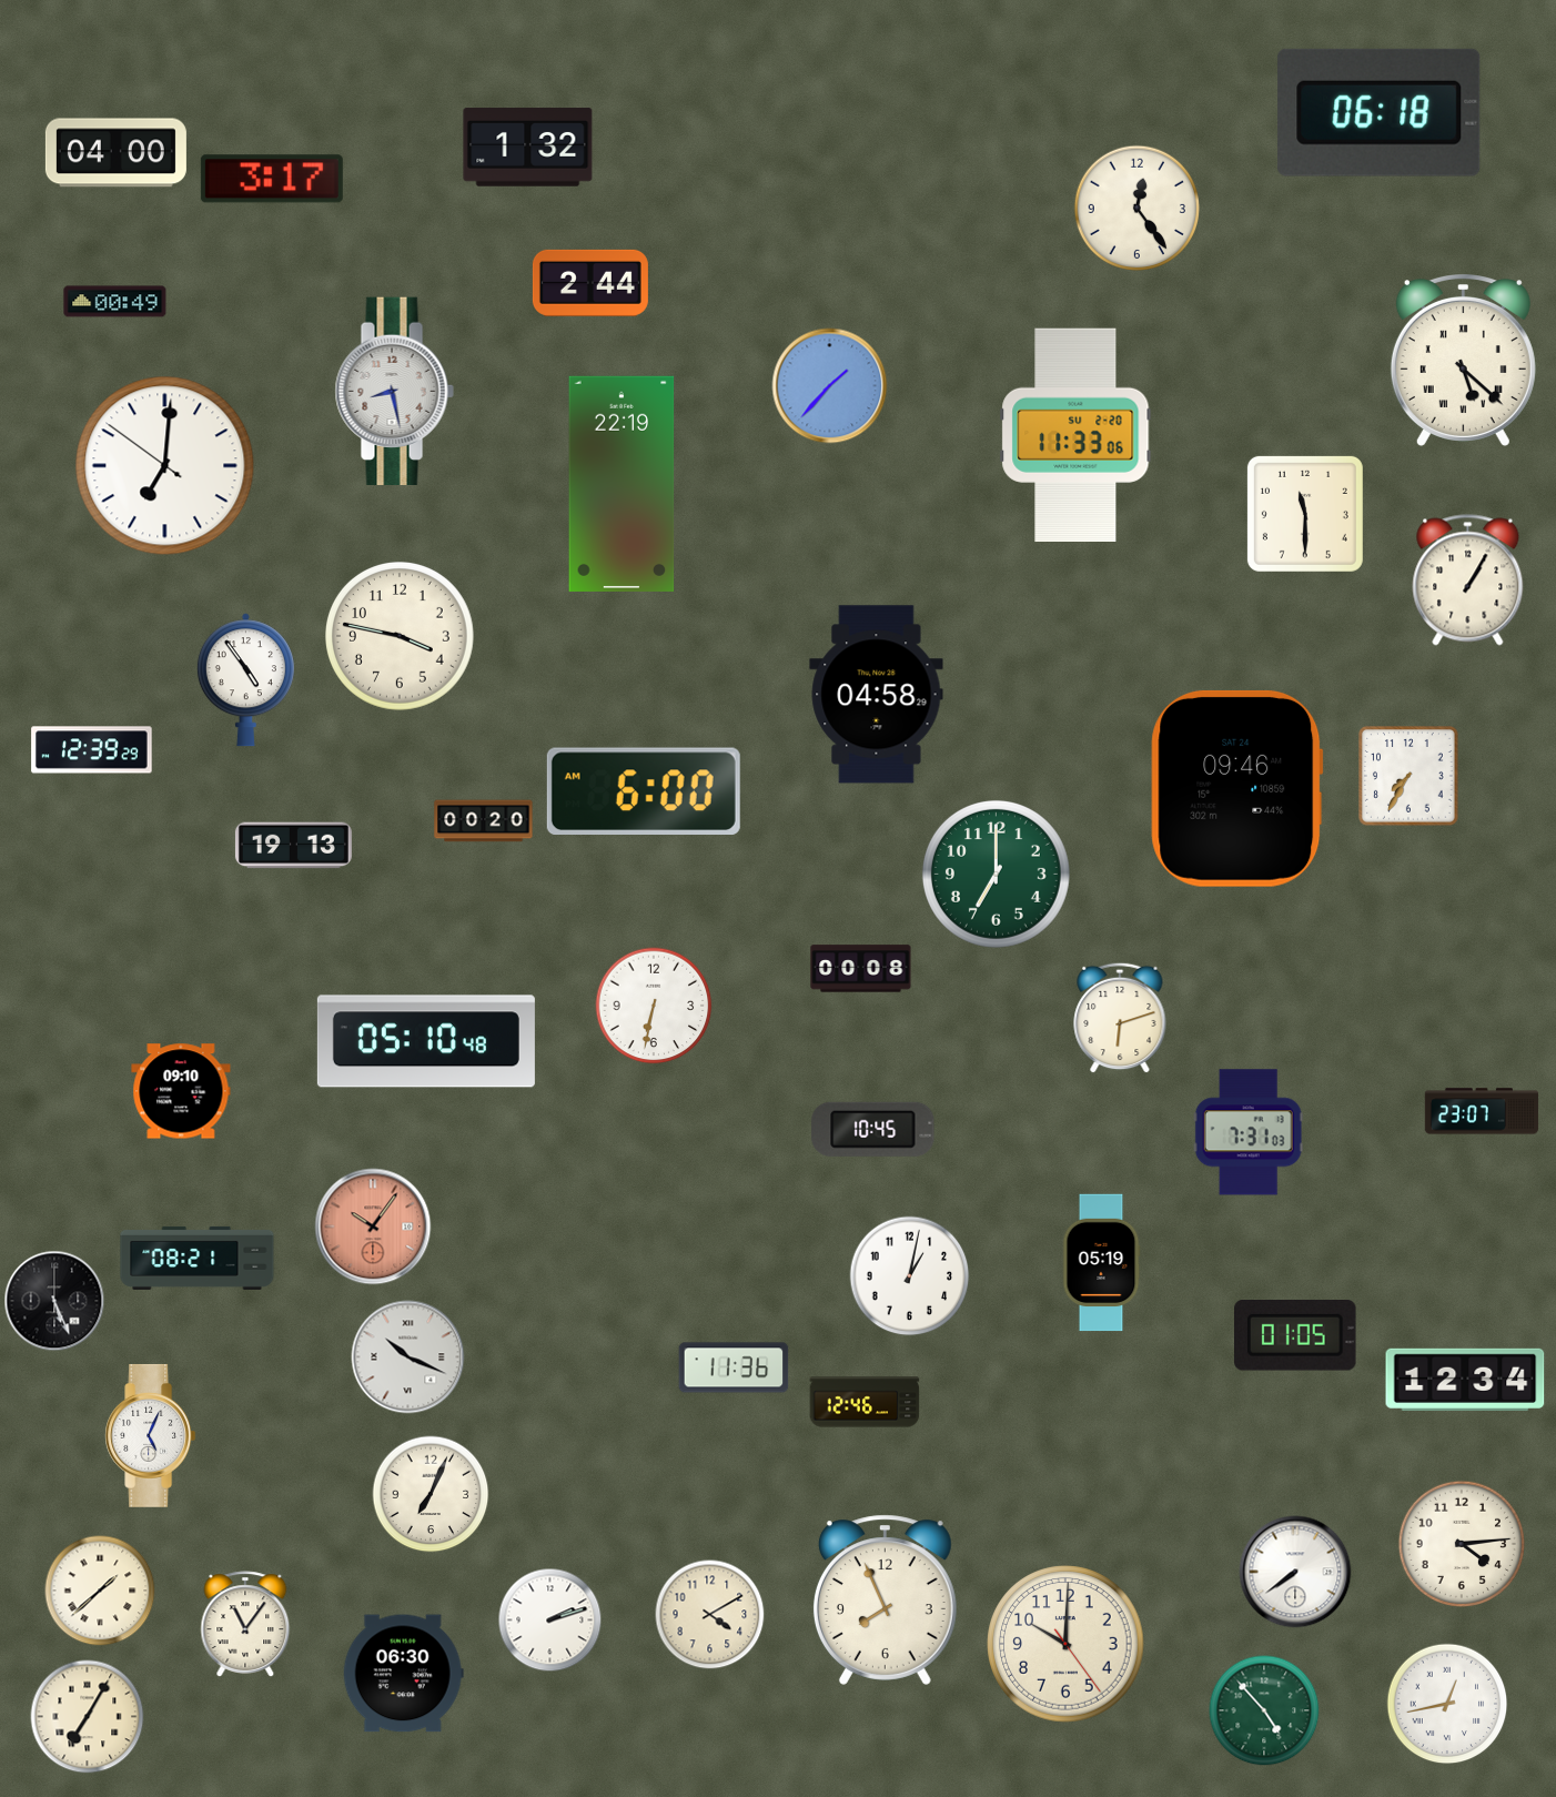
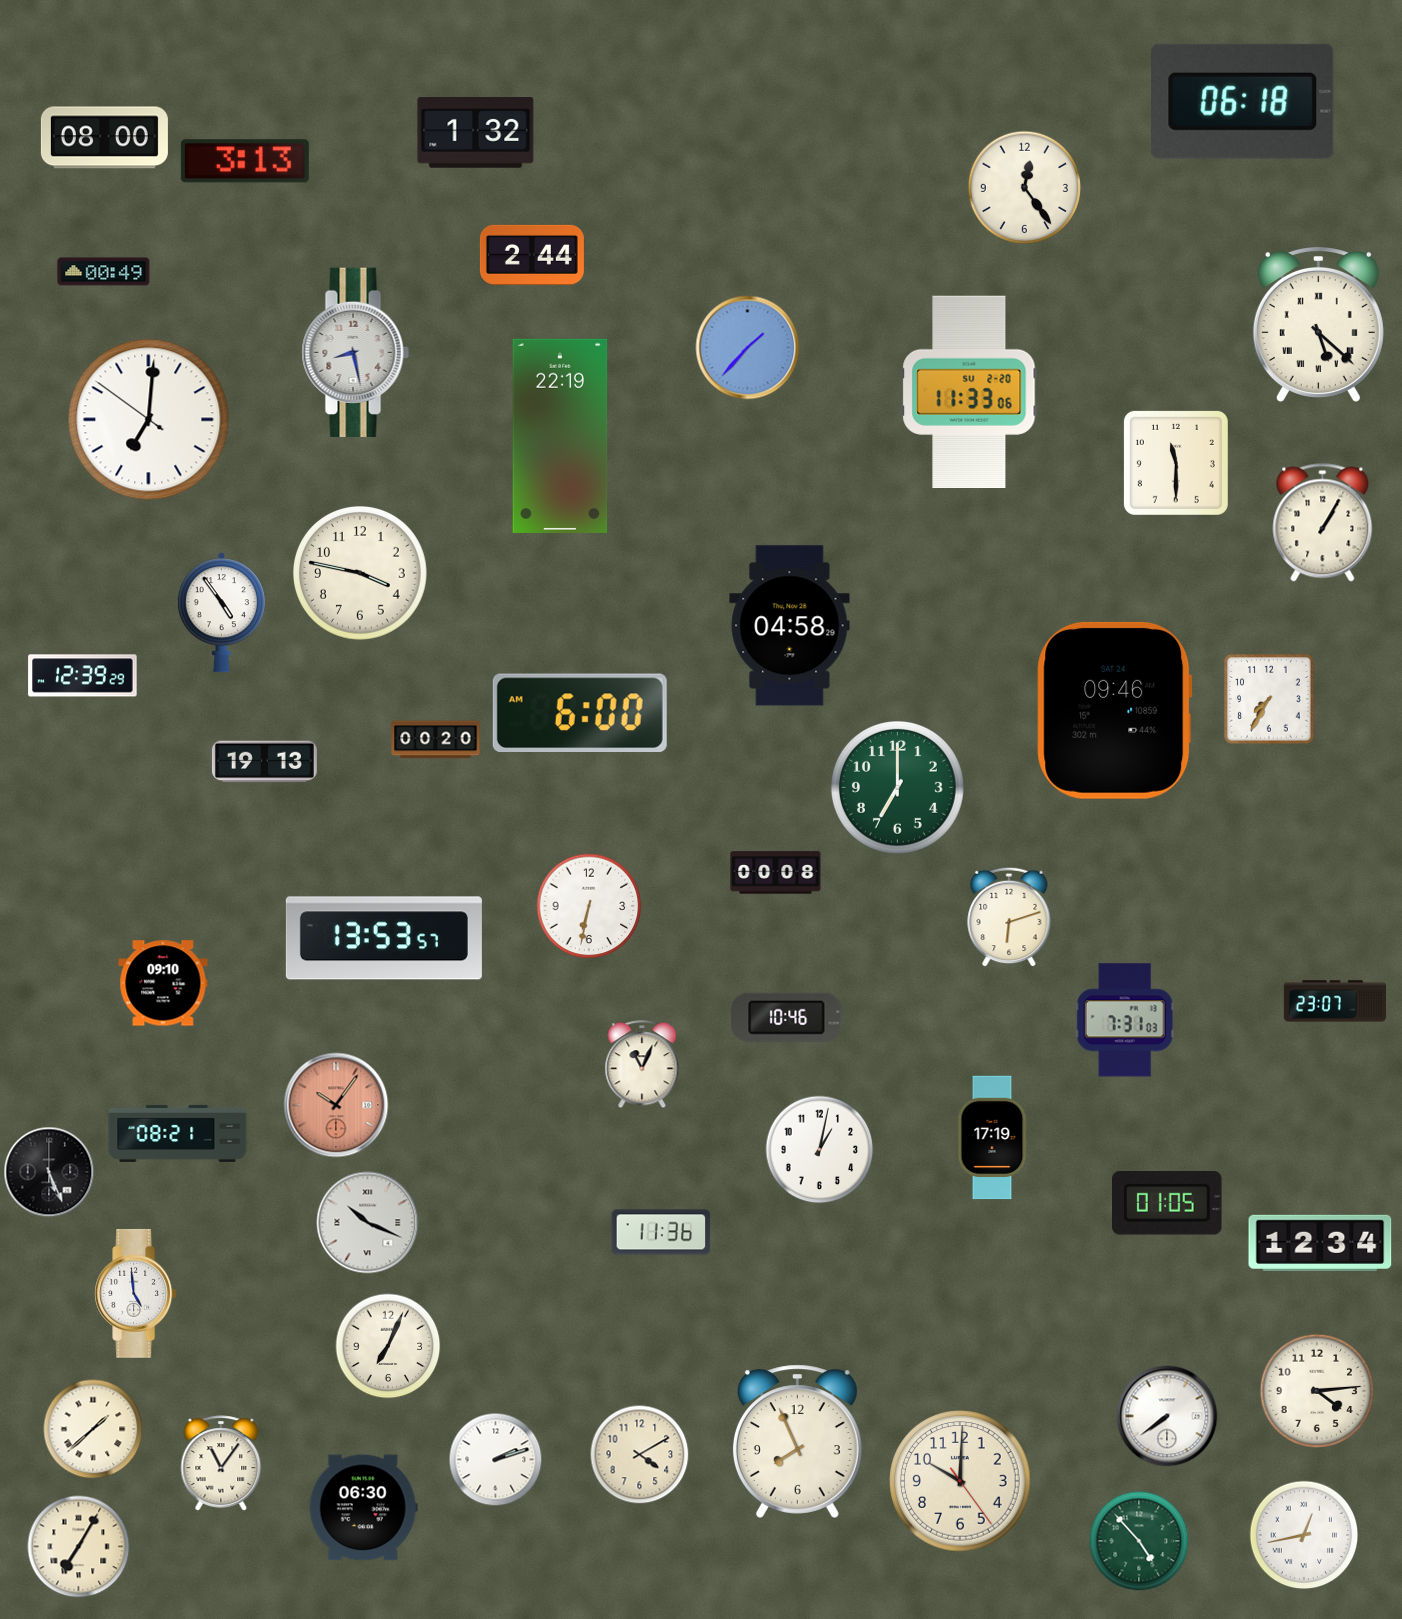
clock at (115, 153): 04:00 -> 08:00
clock at (272, 179): 3:17 -> 3:13
clock at (426, 1041): 05:10 -> 13:53
clock at (873, 1129): 10:45 -> 10:46
clock at (642, 1065): none -> 11:04
clock at (1101, 1263): 05:19 -> 17:19
clock at (865, 1402): 12:46 -> none
clock at (151, 1435): 5:04 -> 4:59
clock at (100, 1591) position: (100, 1591) -> (93, 1429)
